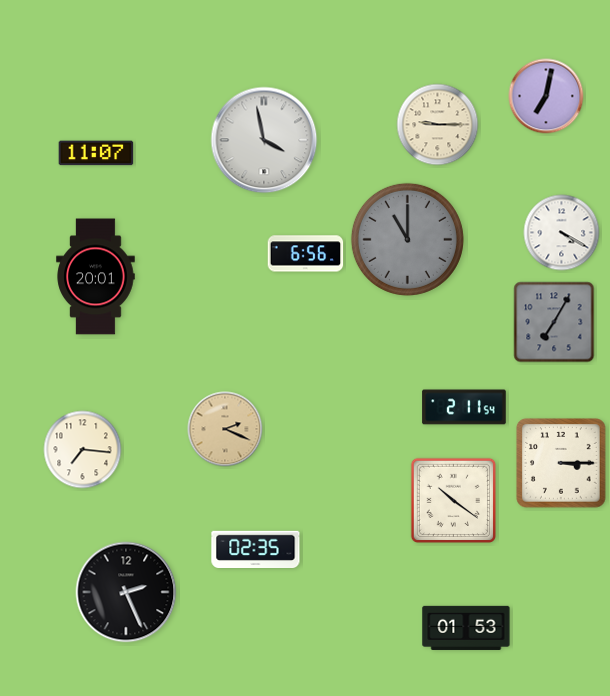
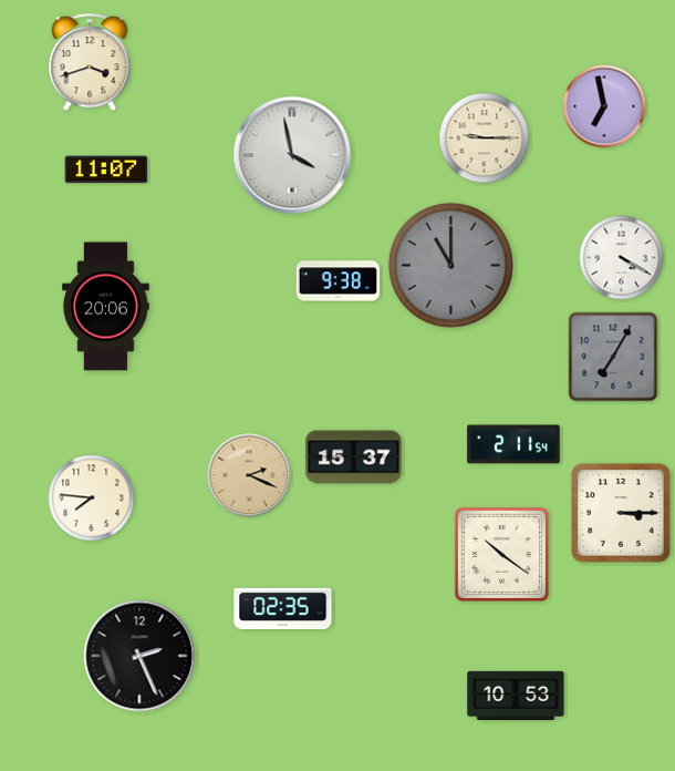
clock at (90, 63): none -> 3:42
clock at (546, 96): 7:02 -> 6:58
clock at (306, 254): 6:56 -> 9:38
clock at (96, 277): 20:01 -> 20:06
clock at (464, 407) position: (464, 407) -> (513, 444)
clock at (354, 458): none -> 15:37
clock at (83, 450): 7:16 -> 7:46
clock at (466, 628): 01:53 -> 10:53
